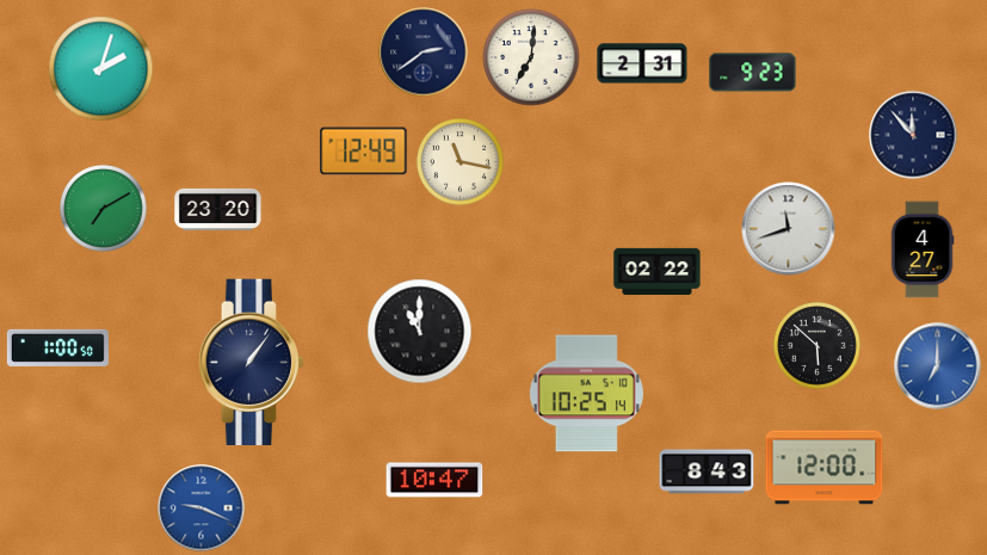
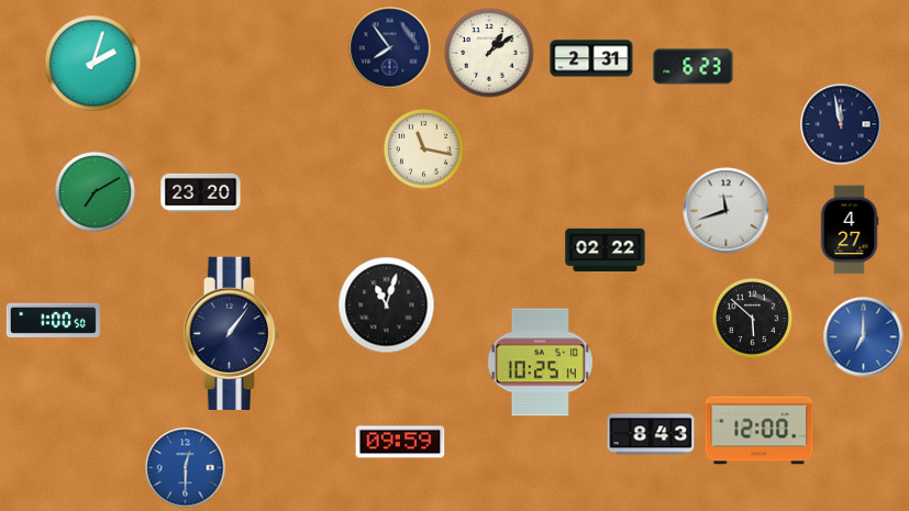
clock at (424, 53): 2:39 -> 7:54
clock at (531, 57): 7:01 -> 1:09
clock at (753, 73): 9:23 -> 6:23
clock at (913, 135): 11:53 -> 11:58
clock at (364, 152): 12:49 -> none
clock at (420, 332): 11:00 -> 11:03
clock at (434, 480): 10:47 -> 09:59
clock at (202, 508): 9:19 -> 12:30
